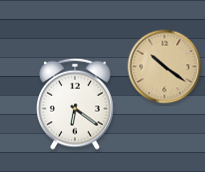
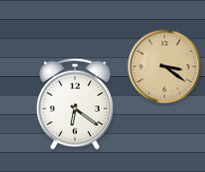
clock at (165, 67): 10:21 -> 3:21
